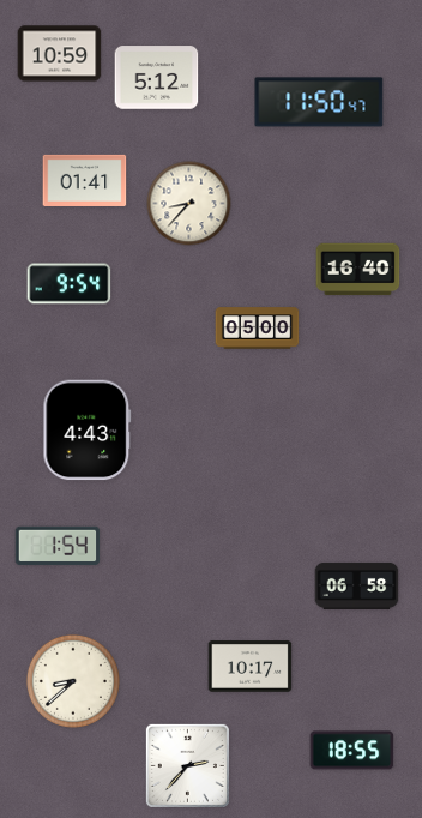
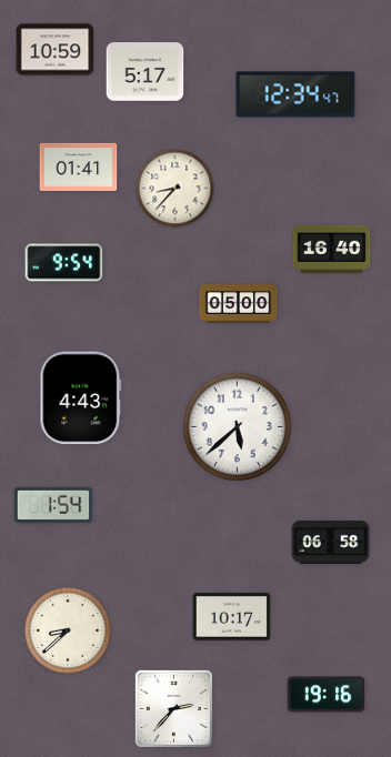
clock at (157, 78): 5:12 -> 5:17
clock at (319, 102): 11:50 -> 12:34
clock at (238, 427): none -> 5:38
clock at (352, 751): 18:55 -> 19:16
